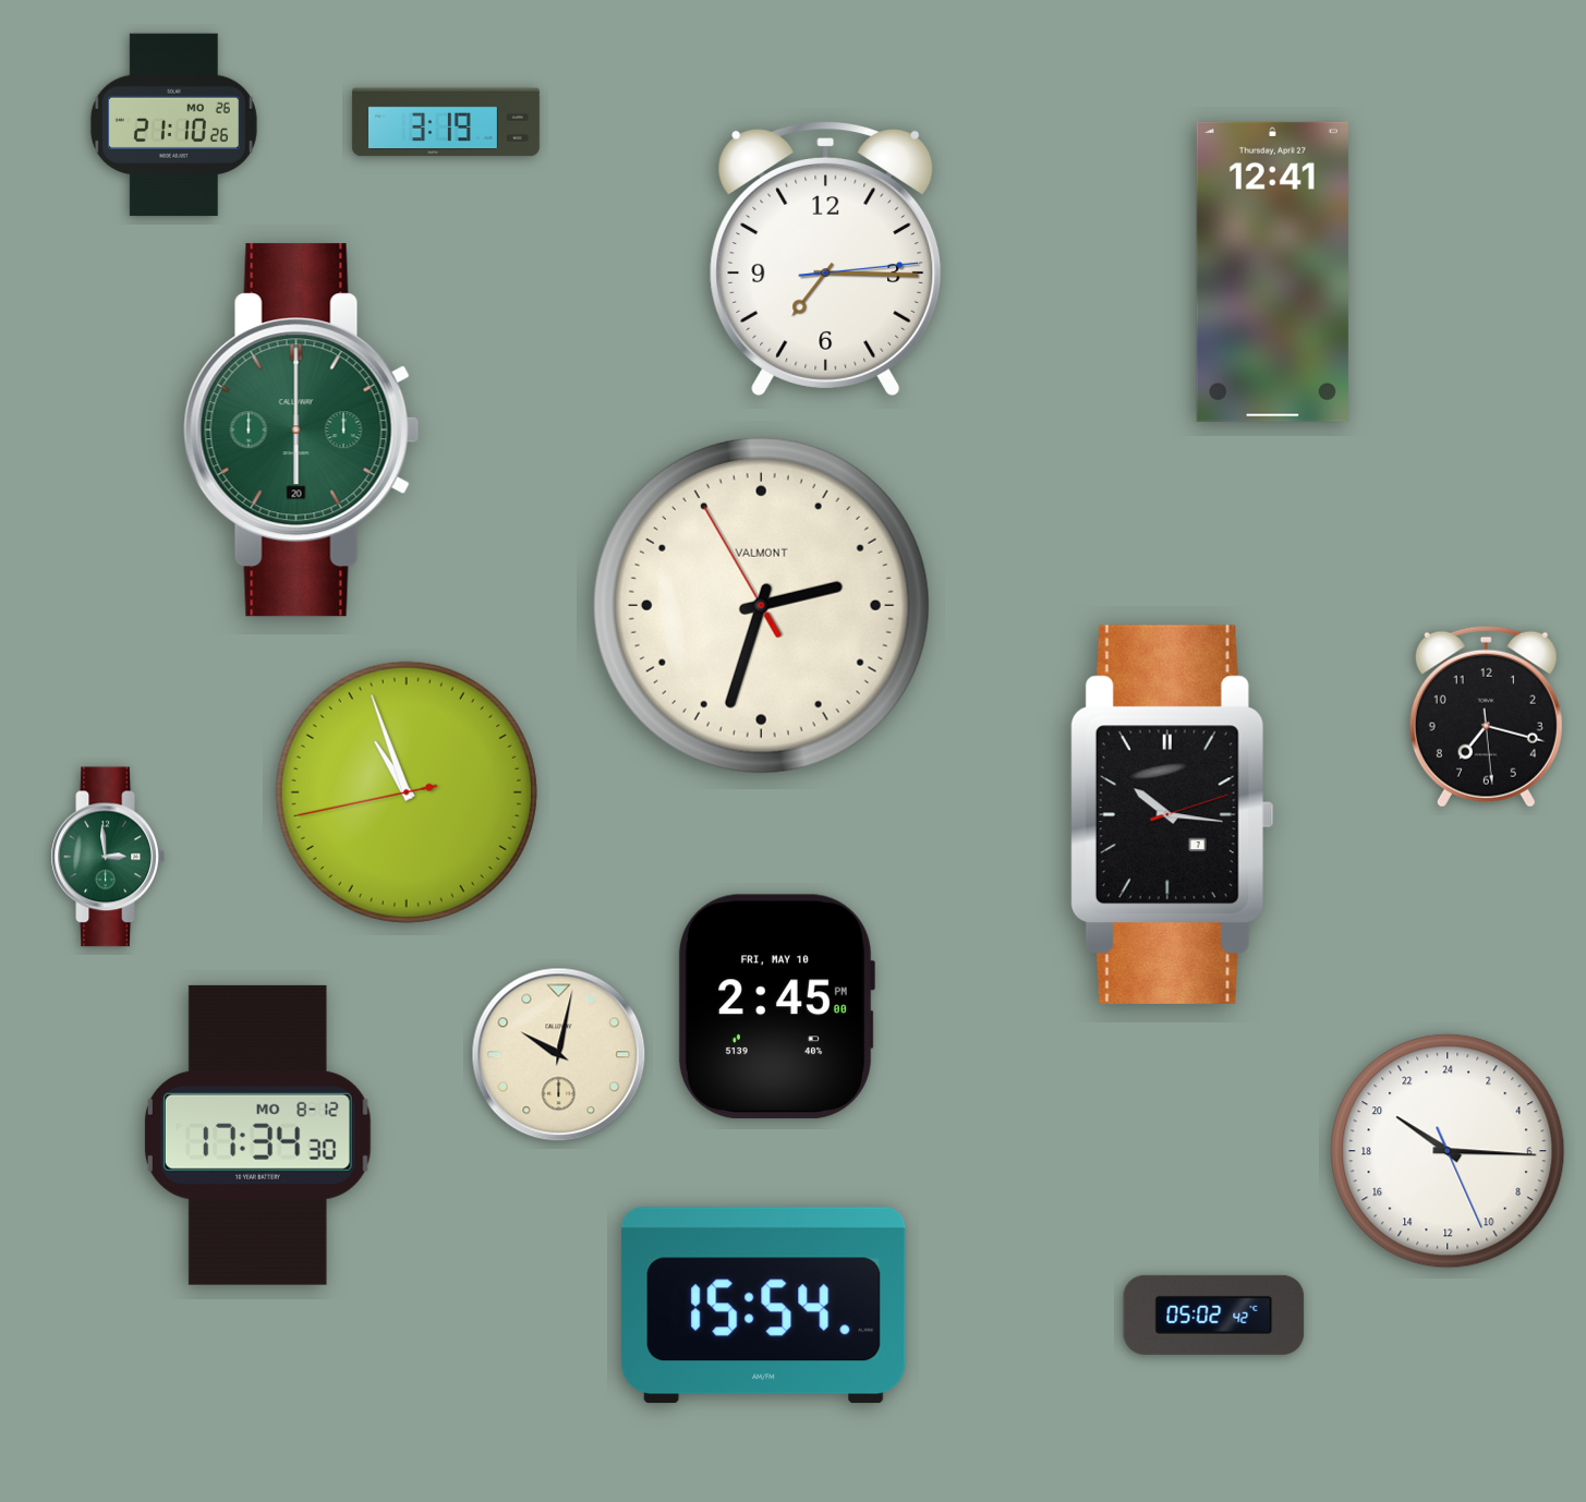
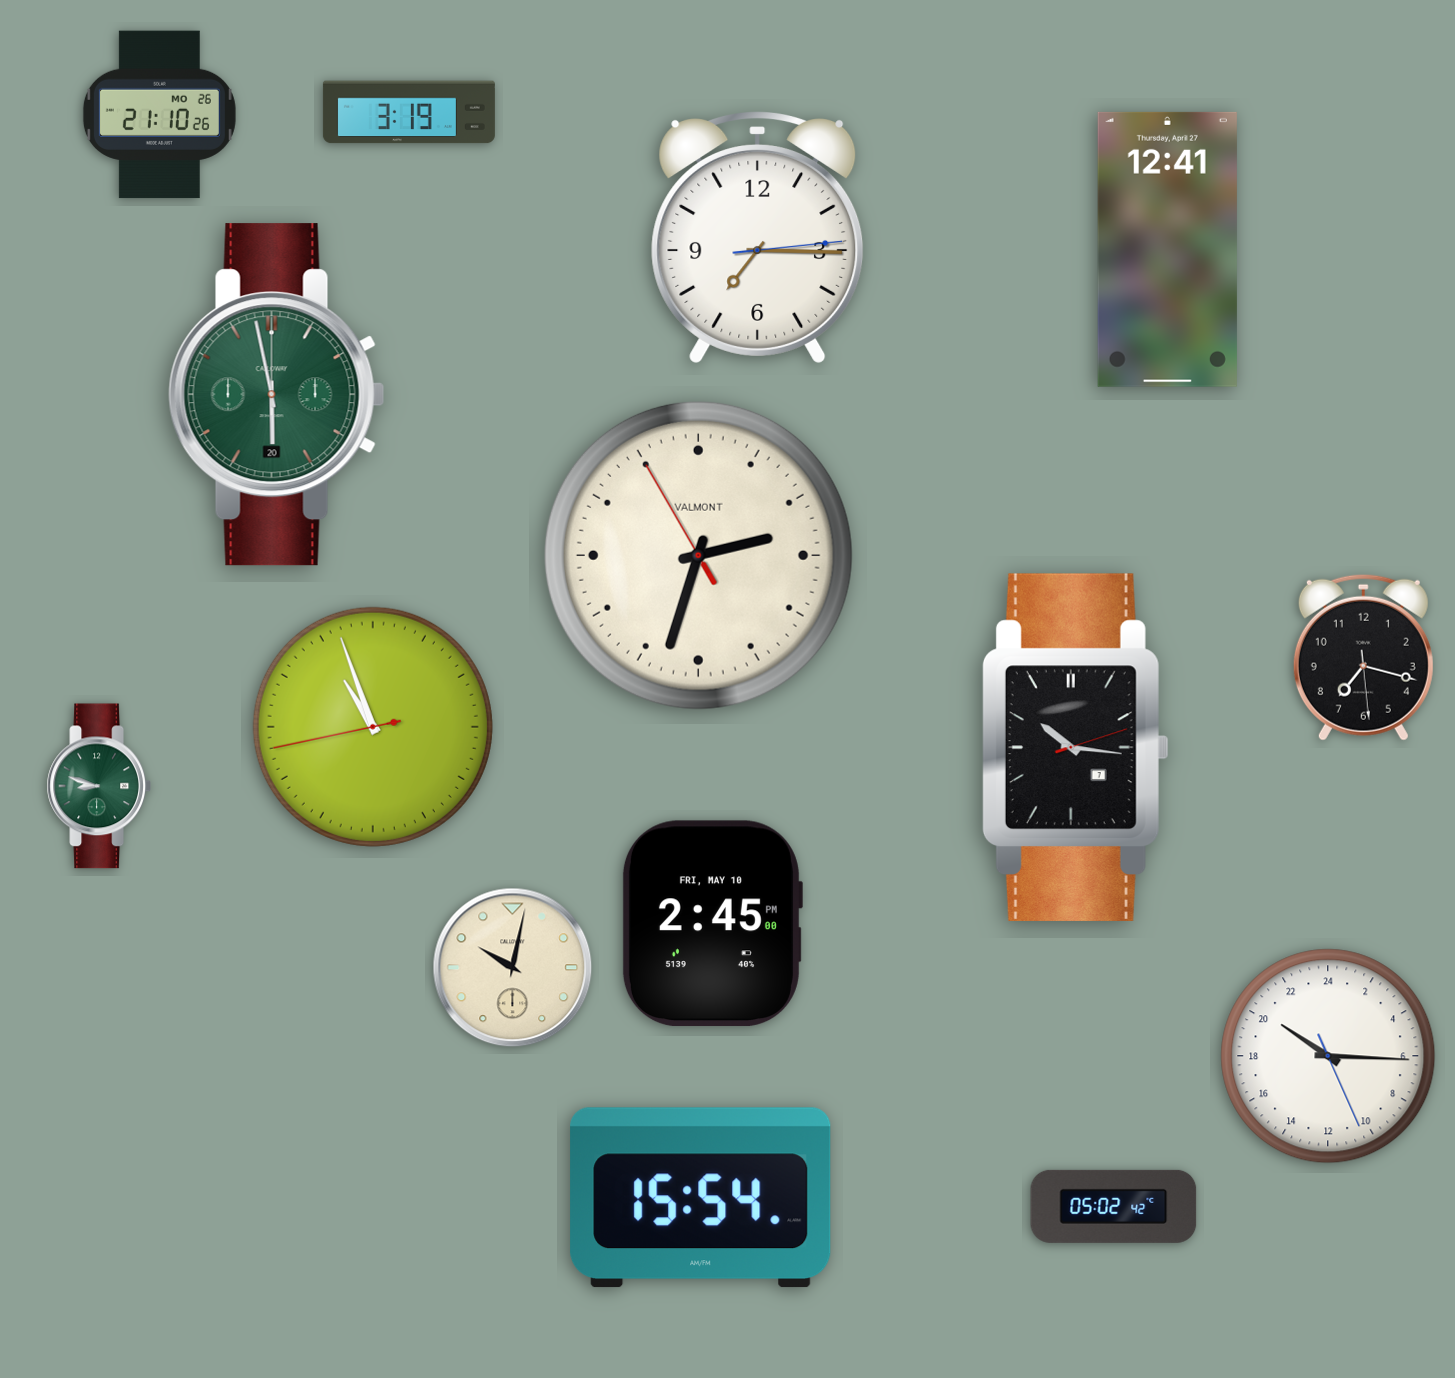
clock at (302, 431): 6:00 -> 5:58
clock at (108, 857): 2:59 -> 8:48
clock at (257, 1135): 17:34 -> none
